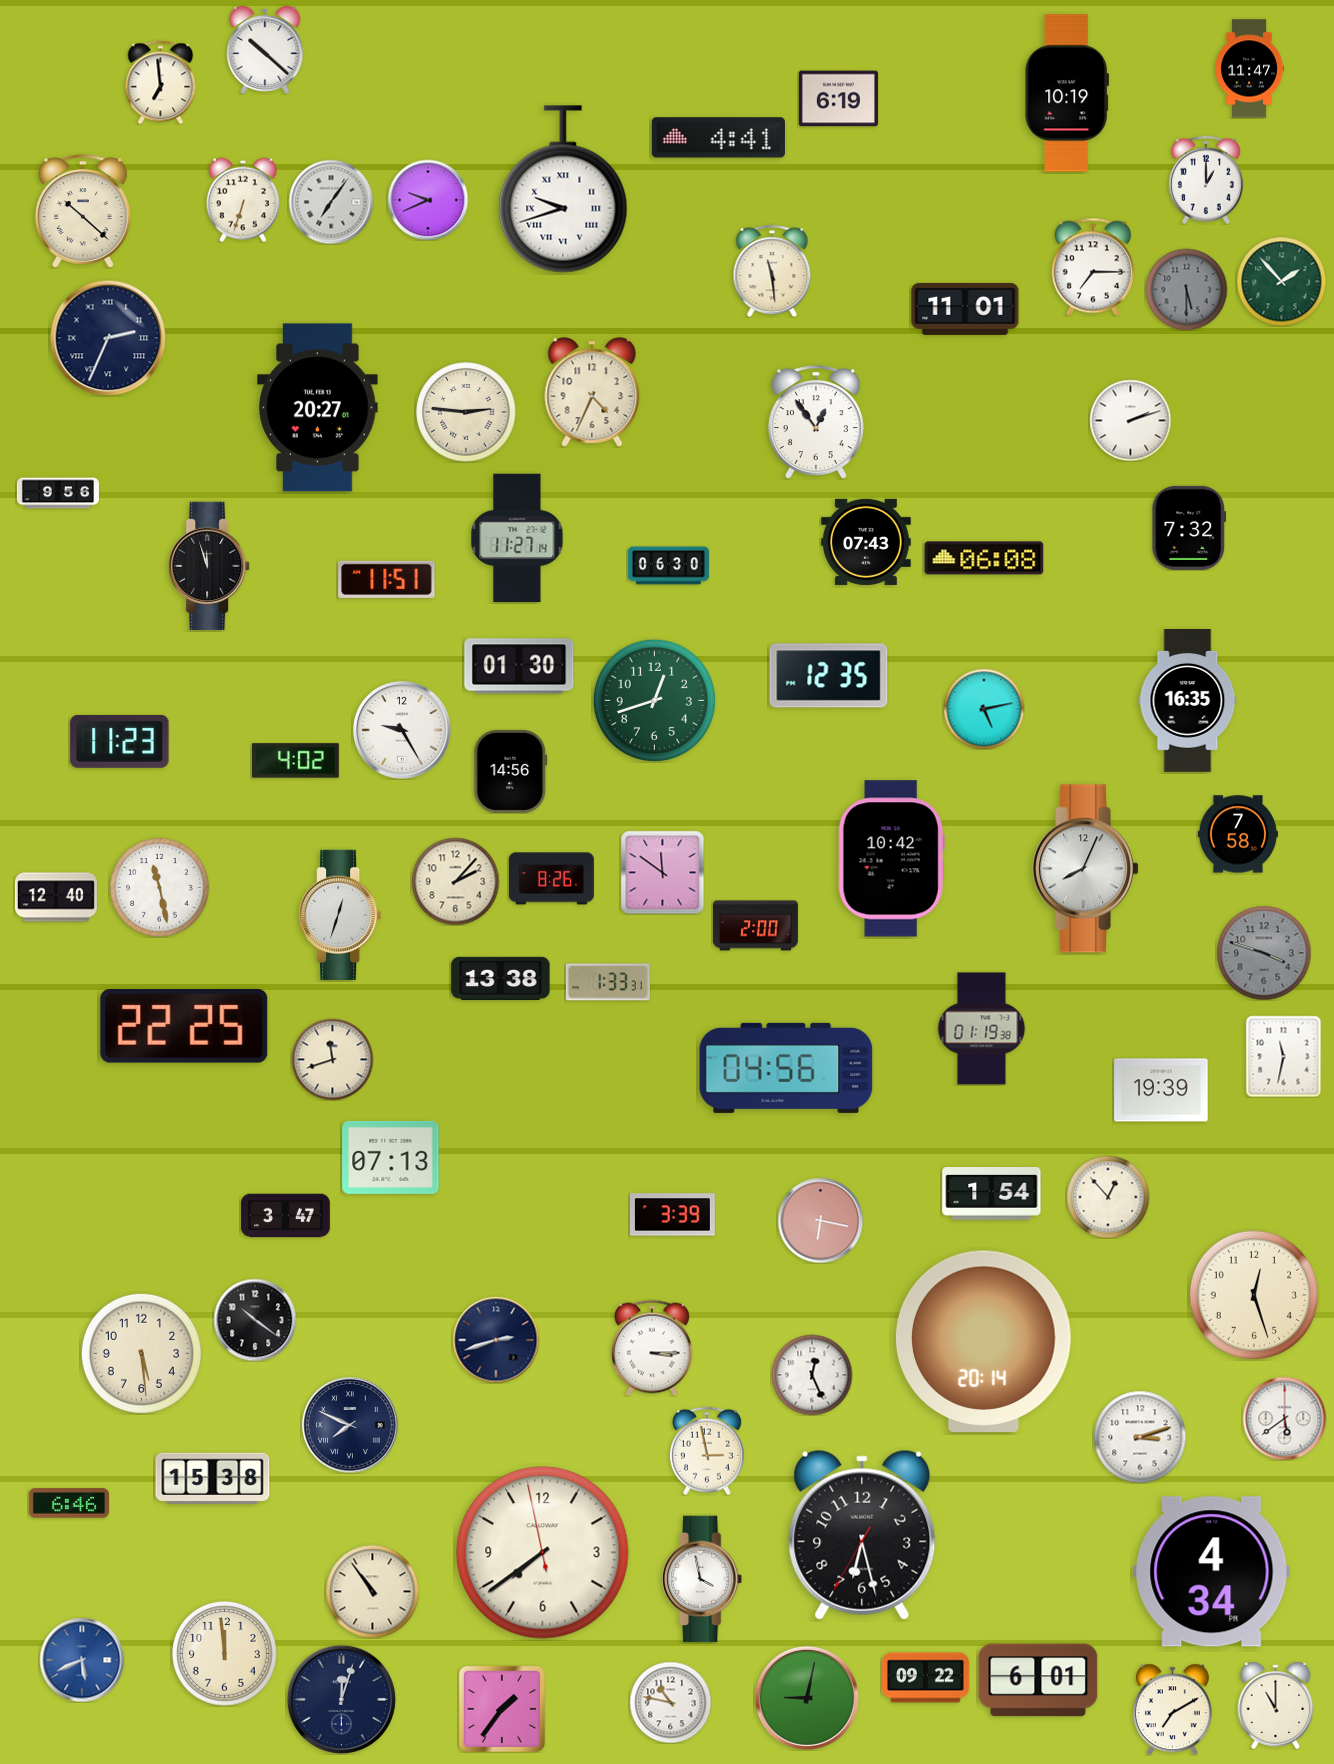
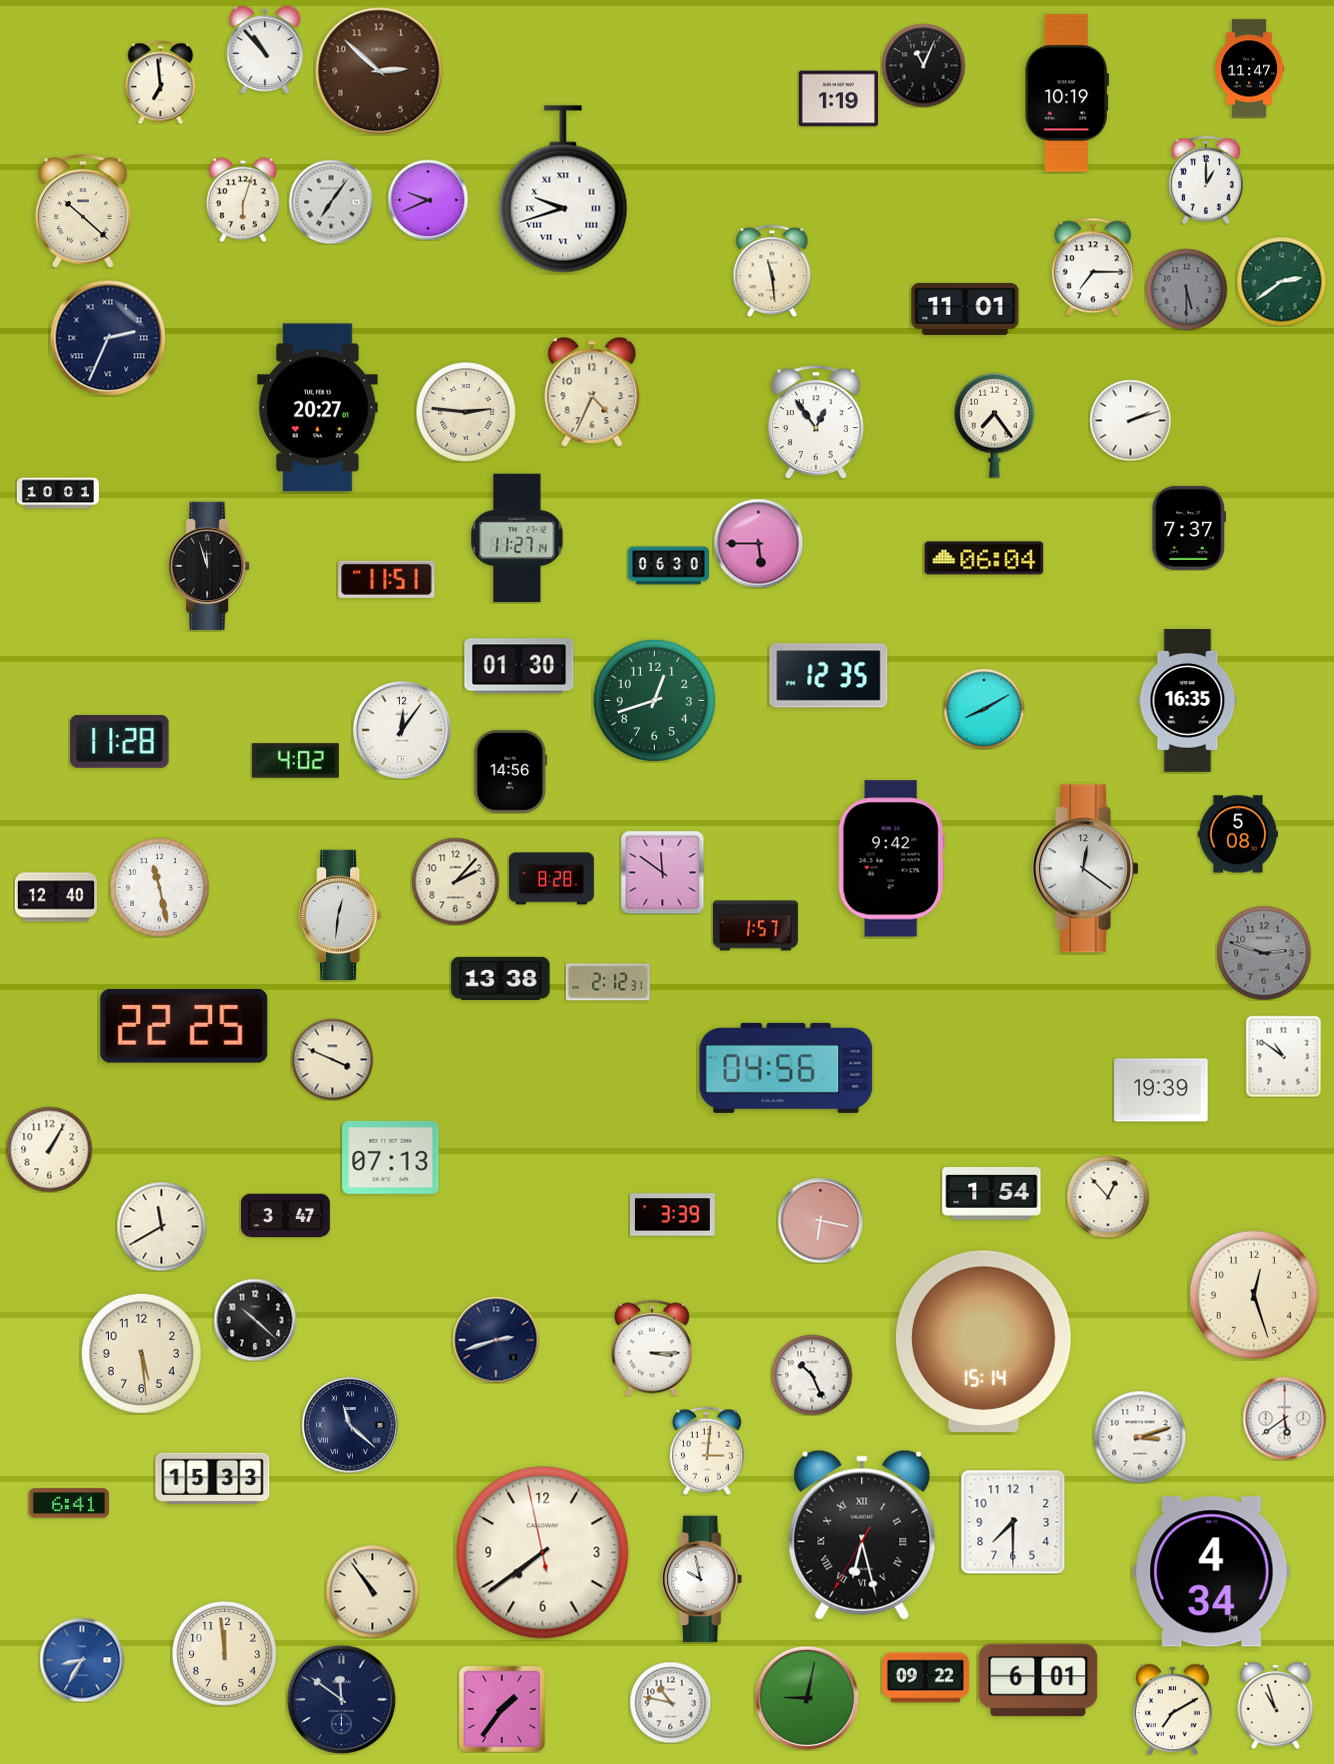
clock at (265, 50): 10:22 -> 10:53
clock at (923, 65): none -> 11:04
clock at (379, 71): none -> 2:52
clock at (838, 99): 6:19 -> 1:19
clock at (718, 138): 4:41 -> none
clock at (243, 200): 6:33 -> 6:03
clock at (1281, 281): 1:53 -> 2:39
clock at (995, 425): none -> 7:24
clock at (58, 493): 9:56 -> 10:01
clock at (1189, 528): 7:32 -> 7:37
clock at (866, 542): 07:43 -> none
clock at (758, 543): none -> 5:45
clock at (984, 558): 06:08 -> 06:04
clock at (984, 709): 5:13 -> 8:10
clock at (402, 730): 9:25 -> 12:06
clock at (120, 741): 11:23 -> 11:28
clock at (1238, 834): 7:58 -> 5:08
clock at (891, 859): 10:42 -> 9:42
clock at (1085, 869): 8:04 -> 12:21
clock at (551, 879): 8:26 -> 8:28
clock at (341, 914): 12:33 -> 12:31
clock at (755, 926): 2:00 -> 1:57
clock at (1264, 953): 3:48 -> 2:48
clock at (608, 982): 1:33 -> 2:12
clock at (982, 1029): 01:19 -> none
clock at (1284, 1056): 11:32 -> 10:51
clock at (332, 1059): 11:42 -> 3:49
clock at (49, 1149): none -> 1:05
clock at (161, 1226): none -> 11:40
clock at (255, 1320): 10:21 -> 10:22
clock at (983, 1341): 20:14 -> 15:14
clock at (812, 1375): 12:26 -> 10:26
clock at (350, 1425): 7:49 -> 11:22
clock at (707, 1451): 2:58 -> 3:01
clock at (213, 1479): 15:38 -> 15:33
clock at (69, 1503): 6:46 -> 6:41
clock at (1013, 1522): none -> 7:30
clock at (862, 1535) numerals: Arabic -> Roman
clock at (703, 1579): 3:58 -> 9:58
clock at (82, 1660): 5:41 -> 8:35
clock at (341, 1699): 12:03 -> 11:51
clock at (1276, 1705): 11:00 -> 10:57
